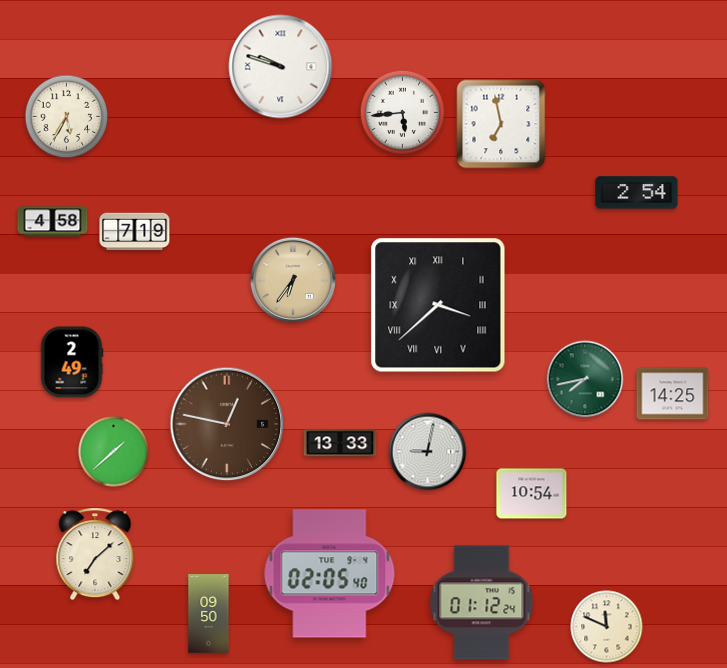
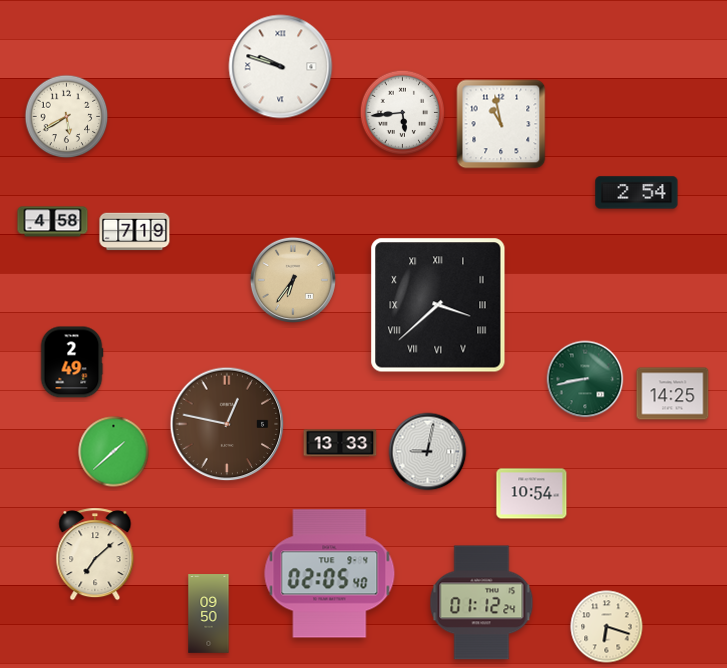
clock at (67, 117): 5:35 -> 5:40
clock at (501, 124): 6:58 -> 10:58
clock at (585, 379): 7:43 -> 8:43
clock at (607, 627): 11:49 -> 6:18
